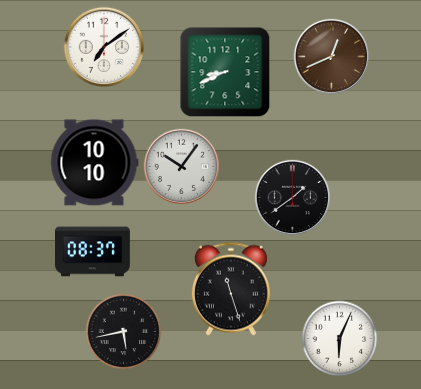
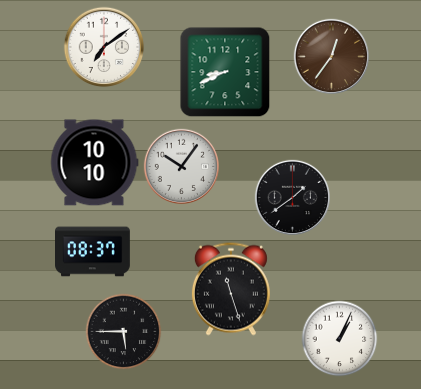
clock at (331, 56): 12:41 -> 12:36
clock at (124, 332): 5:43 -> 5:45
clock at (340, 339): 6:04 -> 1:04
